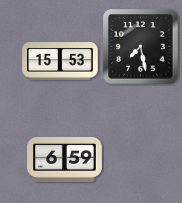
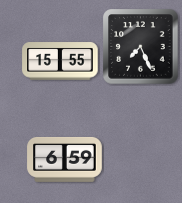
clock at (141, 47): 7:28 -> 7:26
clock at (60, 61): 15:53 -> 15:55
